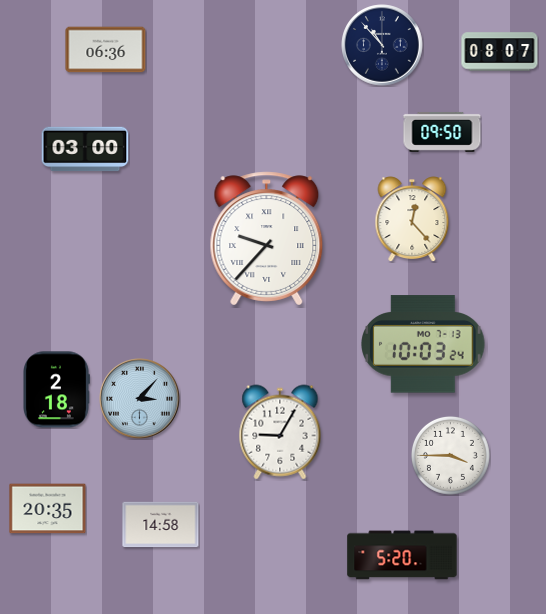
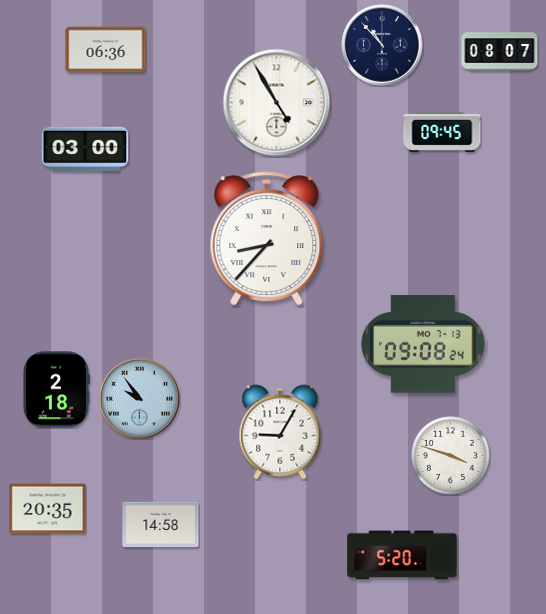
clock at (277, 103): none -> 4:55
clock at (442, 132): 09:50 -> 09:45
clock at (412, 219): 12:23 -> none
clock at (267, 239): 9:37 -> 8:37
clock at (424, 344): 10:03 -> 09:08
clock at (140, 399): 3:07 -> 9:54
clock at (450, 455): 3:45 -> 3:48
